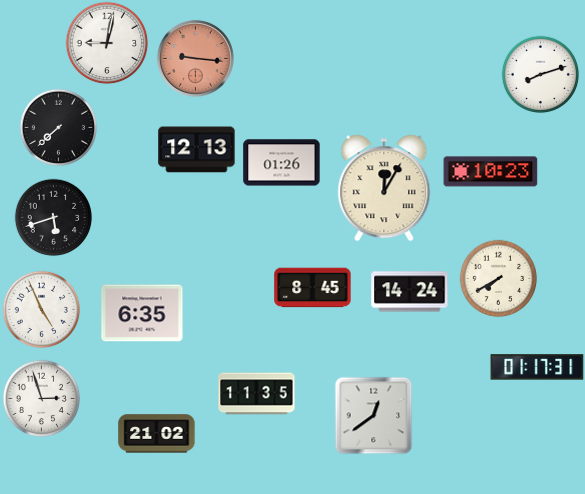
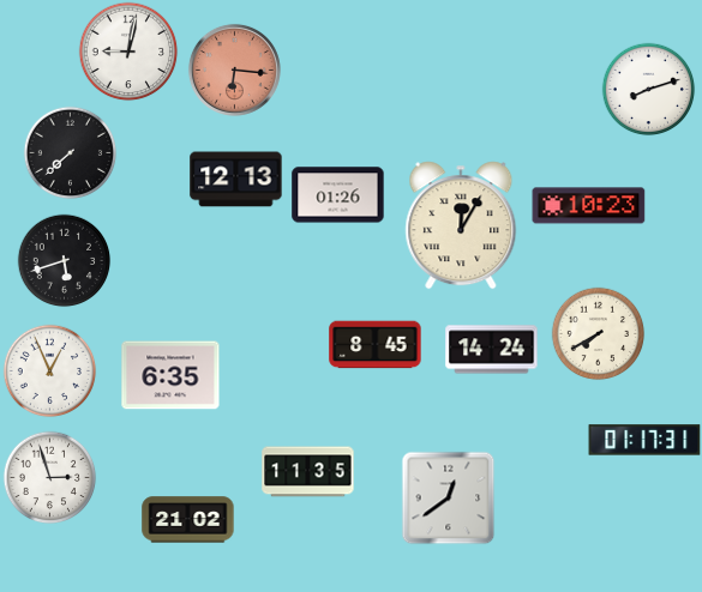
clock at (195, 58): 9:16 -> 6:16
clock at (41, 309): 4:56 -> 12:56
